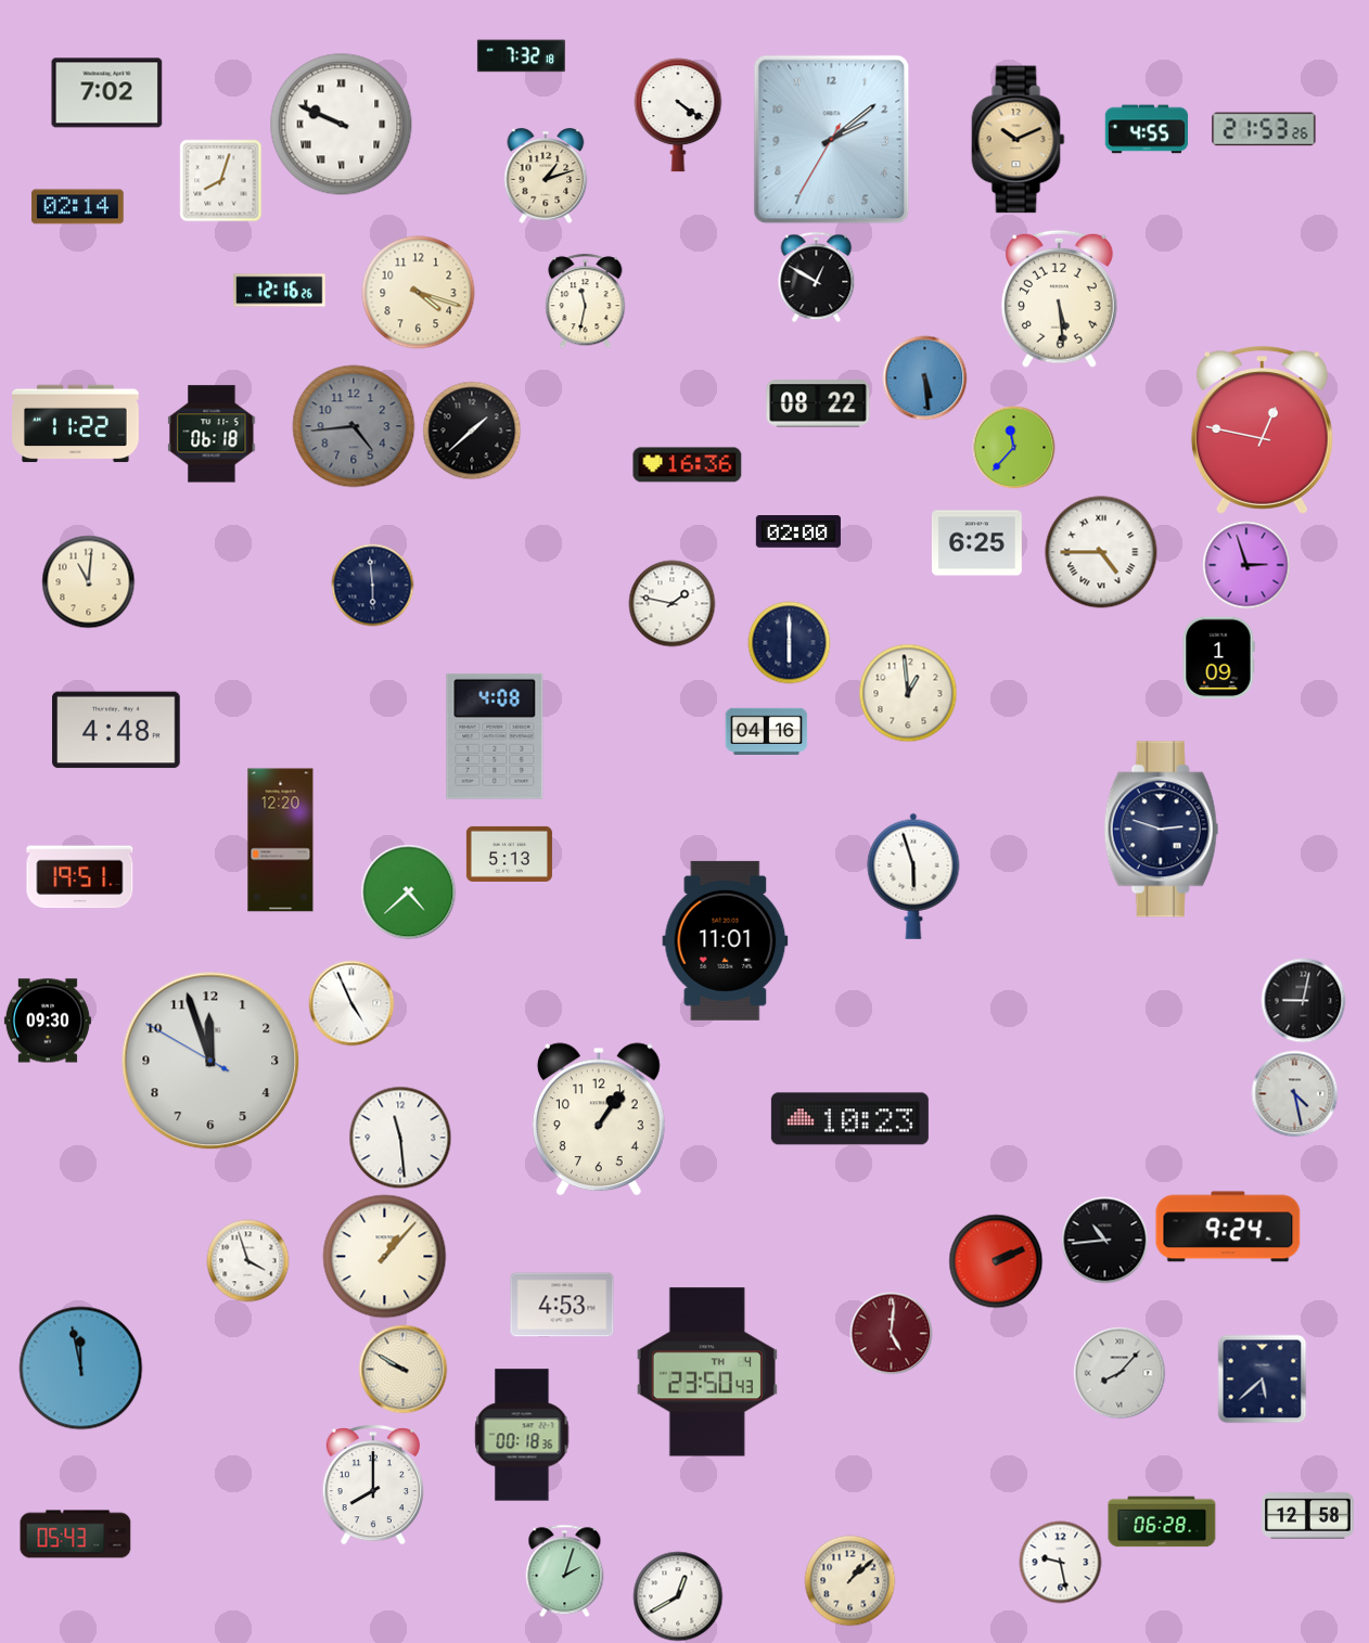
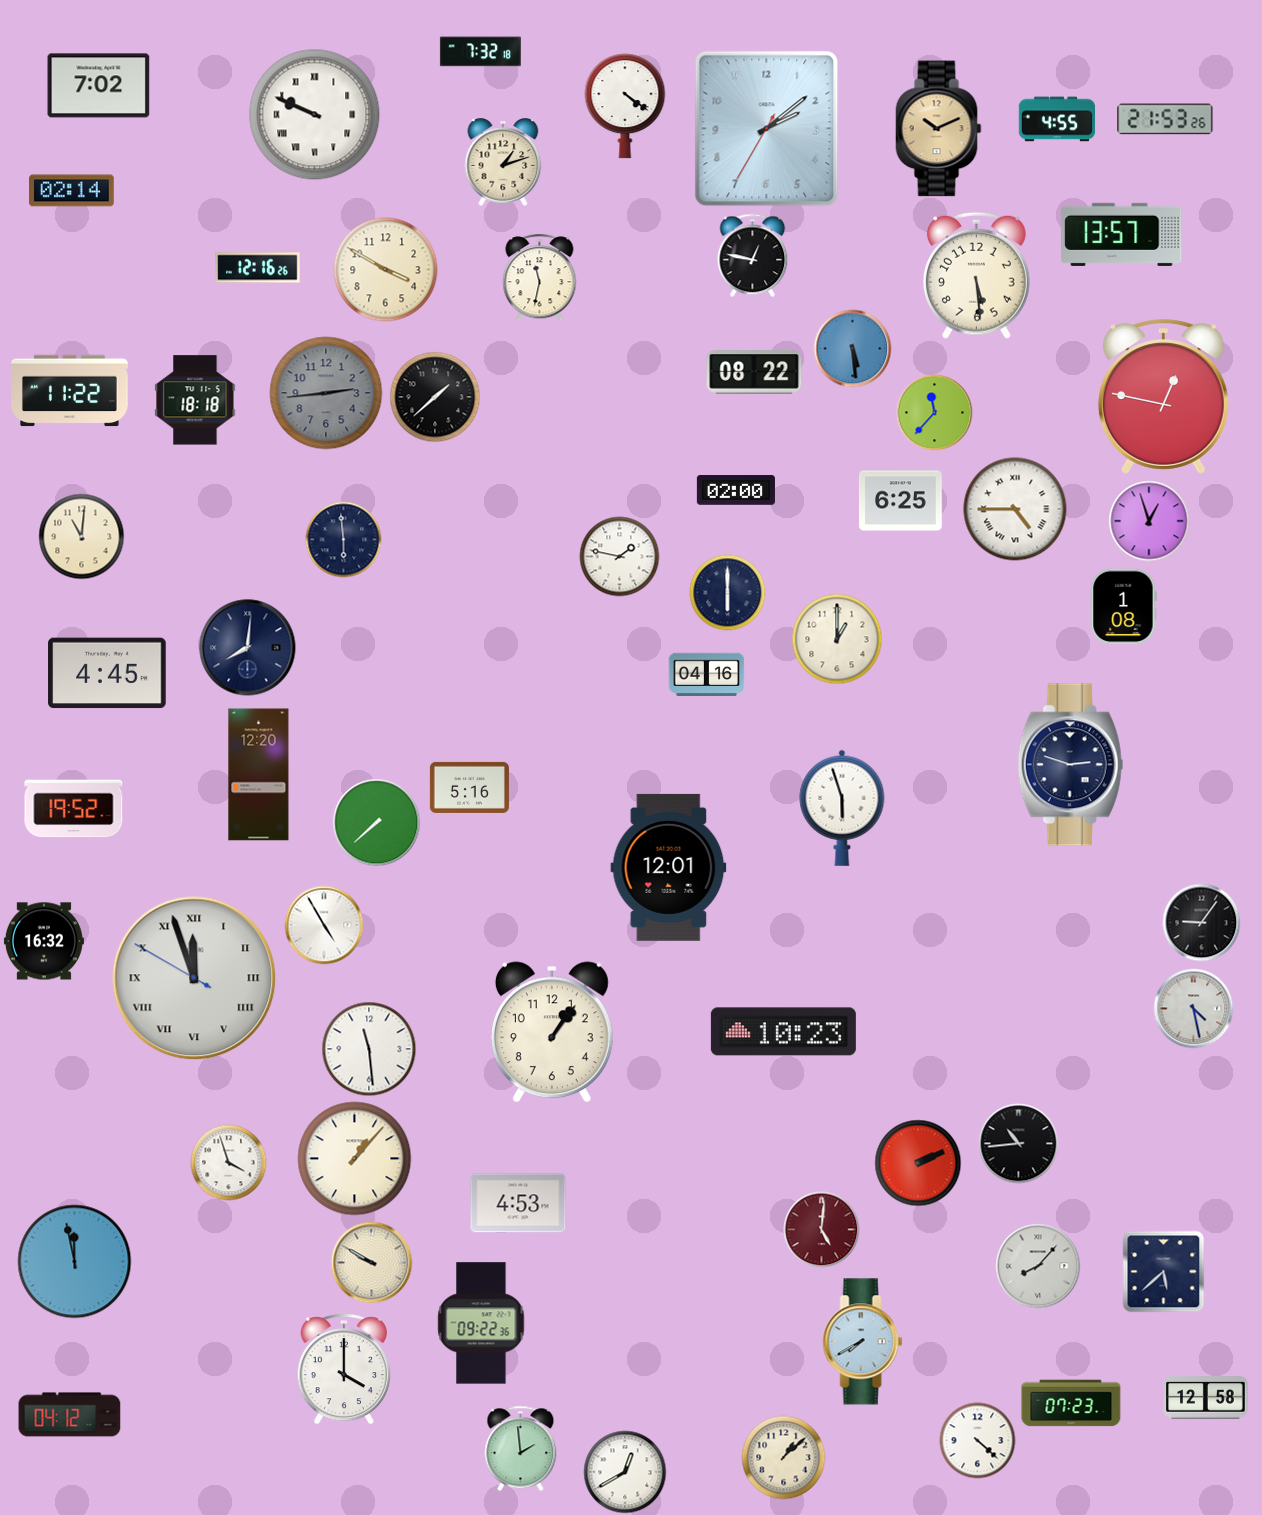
clock at (221, 181): 8:03 -> none
clock at (1122, 234): none -> 13:57
clock at (817, 278): 12:50 -> 12:47
clock at (419, 293): 4:18 -> 3:50
clock at (354, 426): 4:44 -> 2:44
clock at (212, 434): 06:18 -> 18:18
clock at (688, 465): 16:36 -> none
clock at (1246, 565): 2:57 -> 12:57
clock at (1218, 658): 1:09 -> 1:08
clock at (908, 693): 12:59 -> 1:00
clock at (248, 648): none -> 8:01
clock at (116, 730): 4:48 -> 4:45
clock at (495, 736): 4:08 -> none
clock at (509, 853): 5:13 -> 5:16
clock at (80, 877): 19:51 -> 19:52
clock at (409, 893): 4:38 -> 7:38
clock at (726, 940): 11:01 -> 12:01
clock at (1304, 1001): 9:02 -> 9:06
clock at (351, 1003): 4:56 -> 4:55
clock at (48, 1021): 09:30 -> 16:32
clock at (210, 1061) numerals: Arabic -> Roman
clock at (1228, 1227): 9:24 -> none
clock at (707, 1372): 23:50 -> none
clock at (1119, 1373) position: (1119, 1373) -> (1038, 1266)
clock at (522, 1435): 00:18 -> 09:22
clock at (863, 1342): none -> 7:40
clock at (373, 1486): 8:00 -> 4:00
clock at (1162, 1522): 06:28 -> 07:23
clock at (76, 1535): 05:43 -> 04:12
clock at (1061, 1563): 9:28 -> 4:22
clock at (565, 1571): 2:03 -> 1:59
